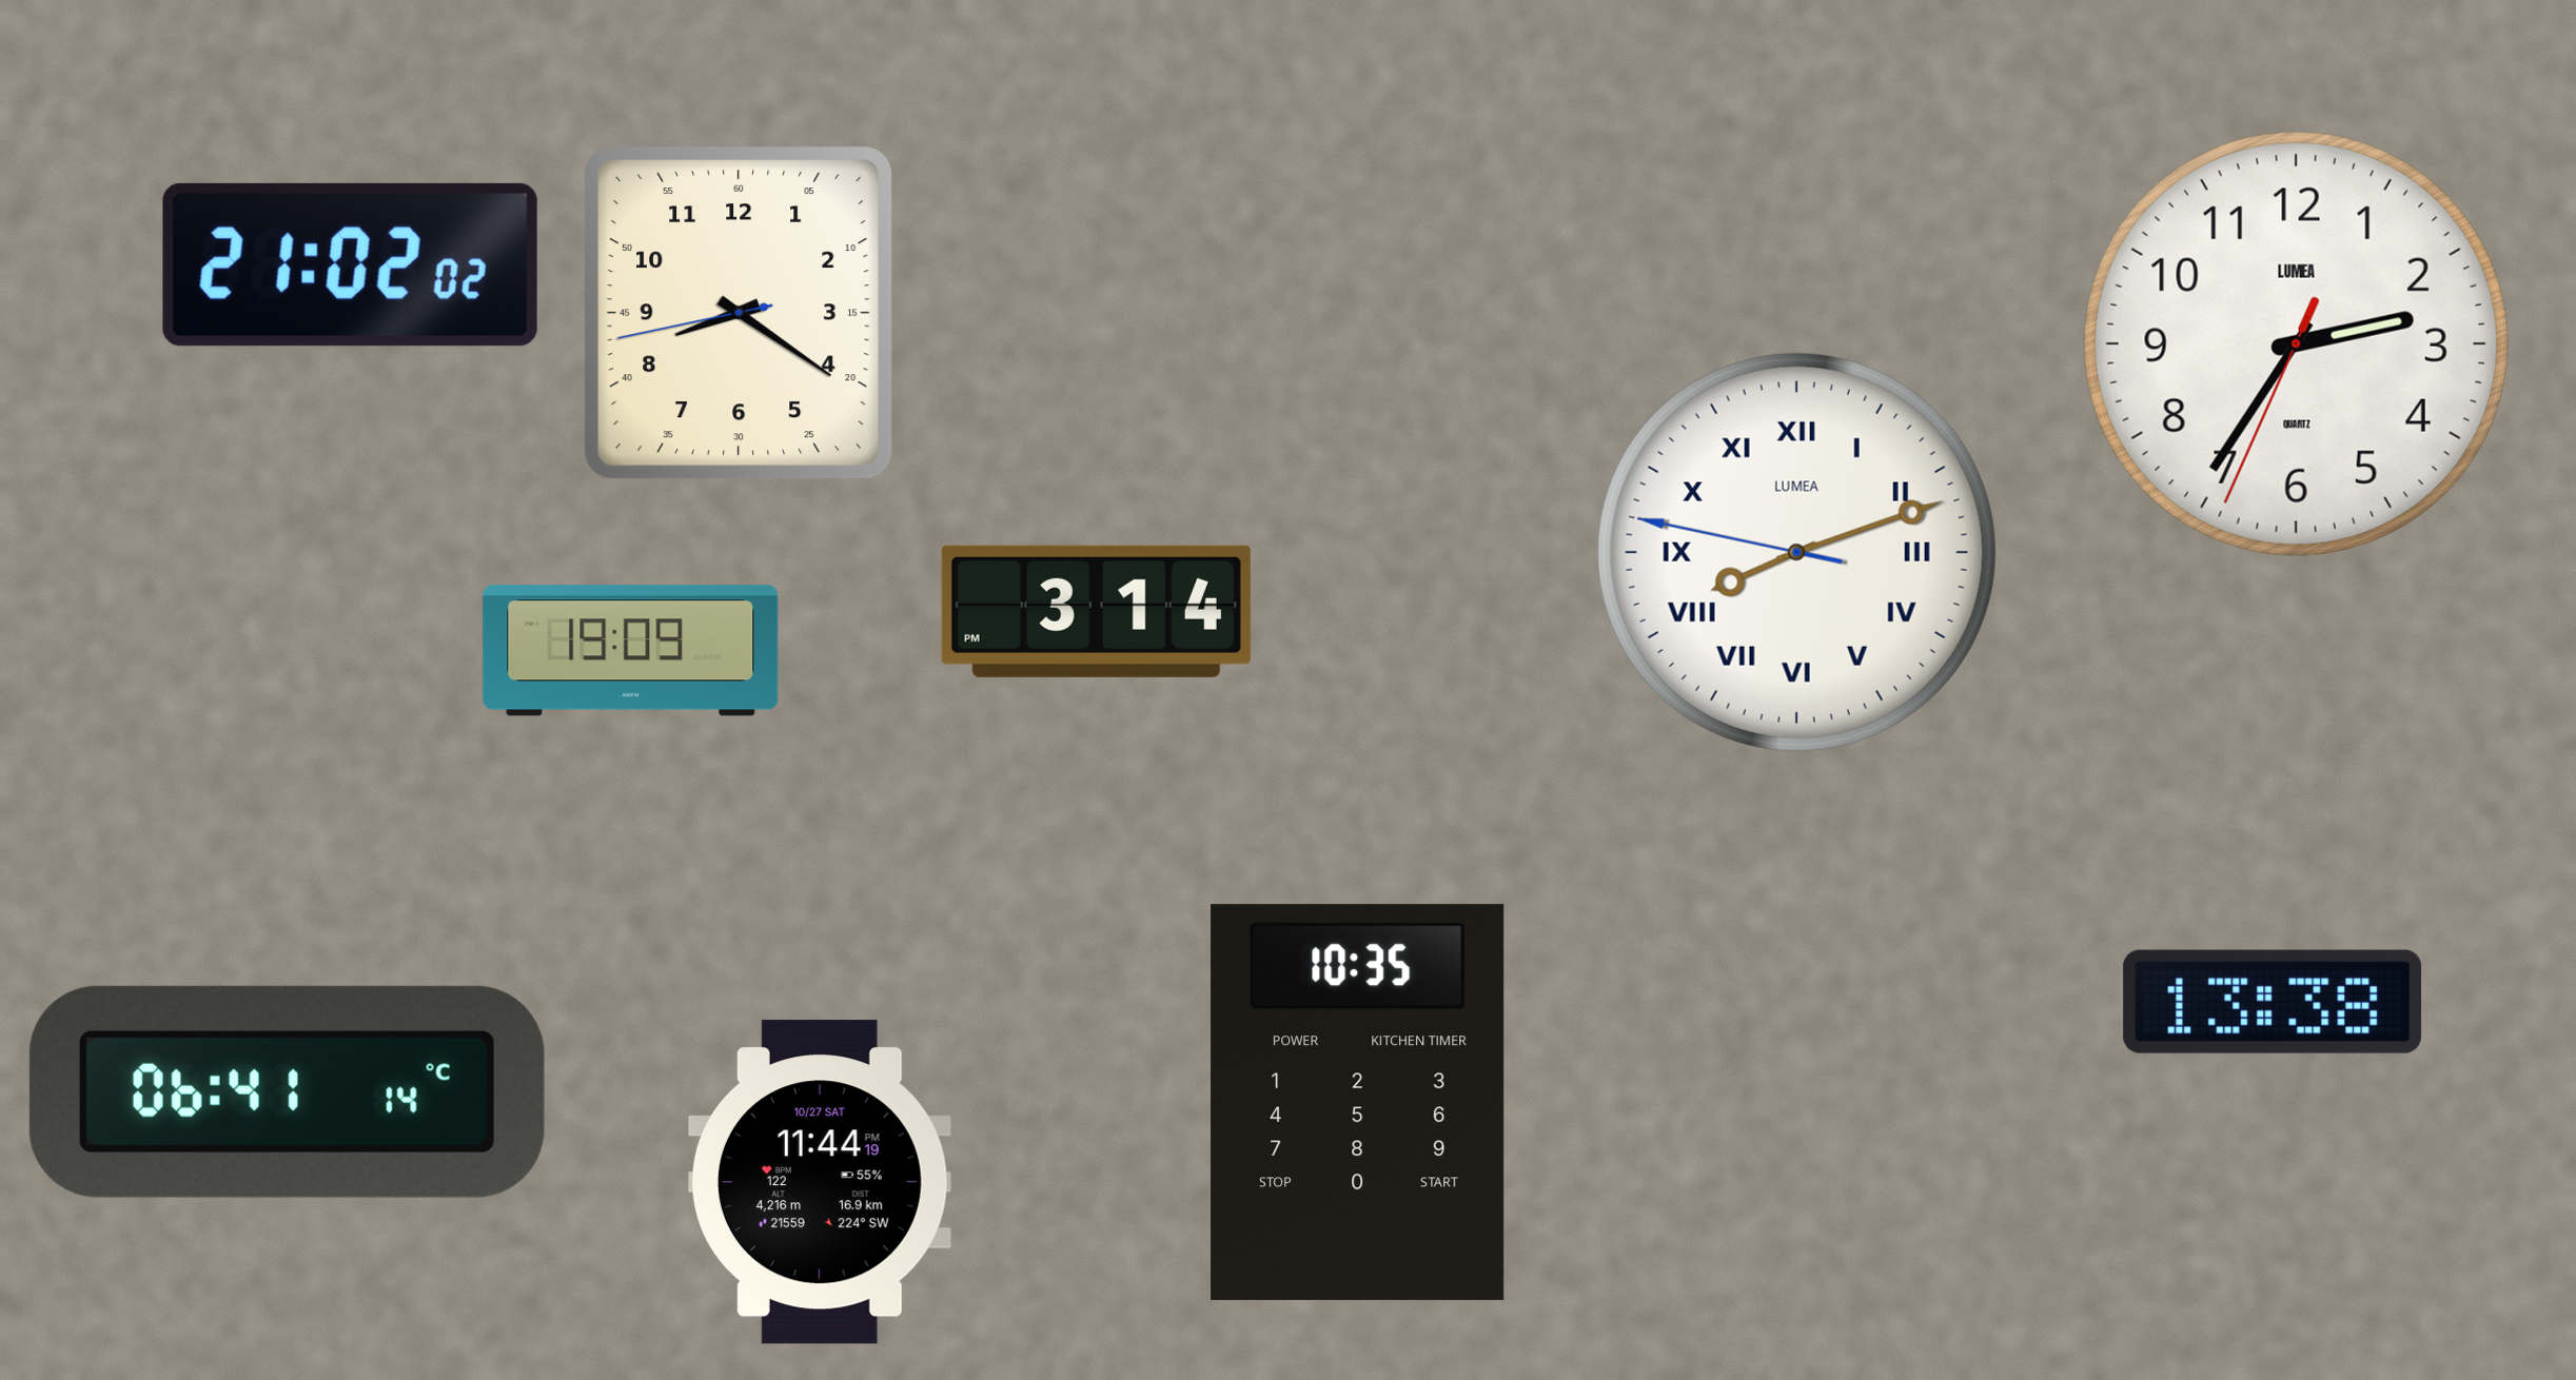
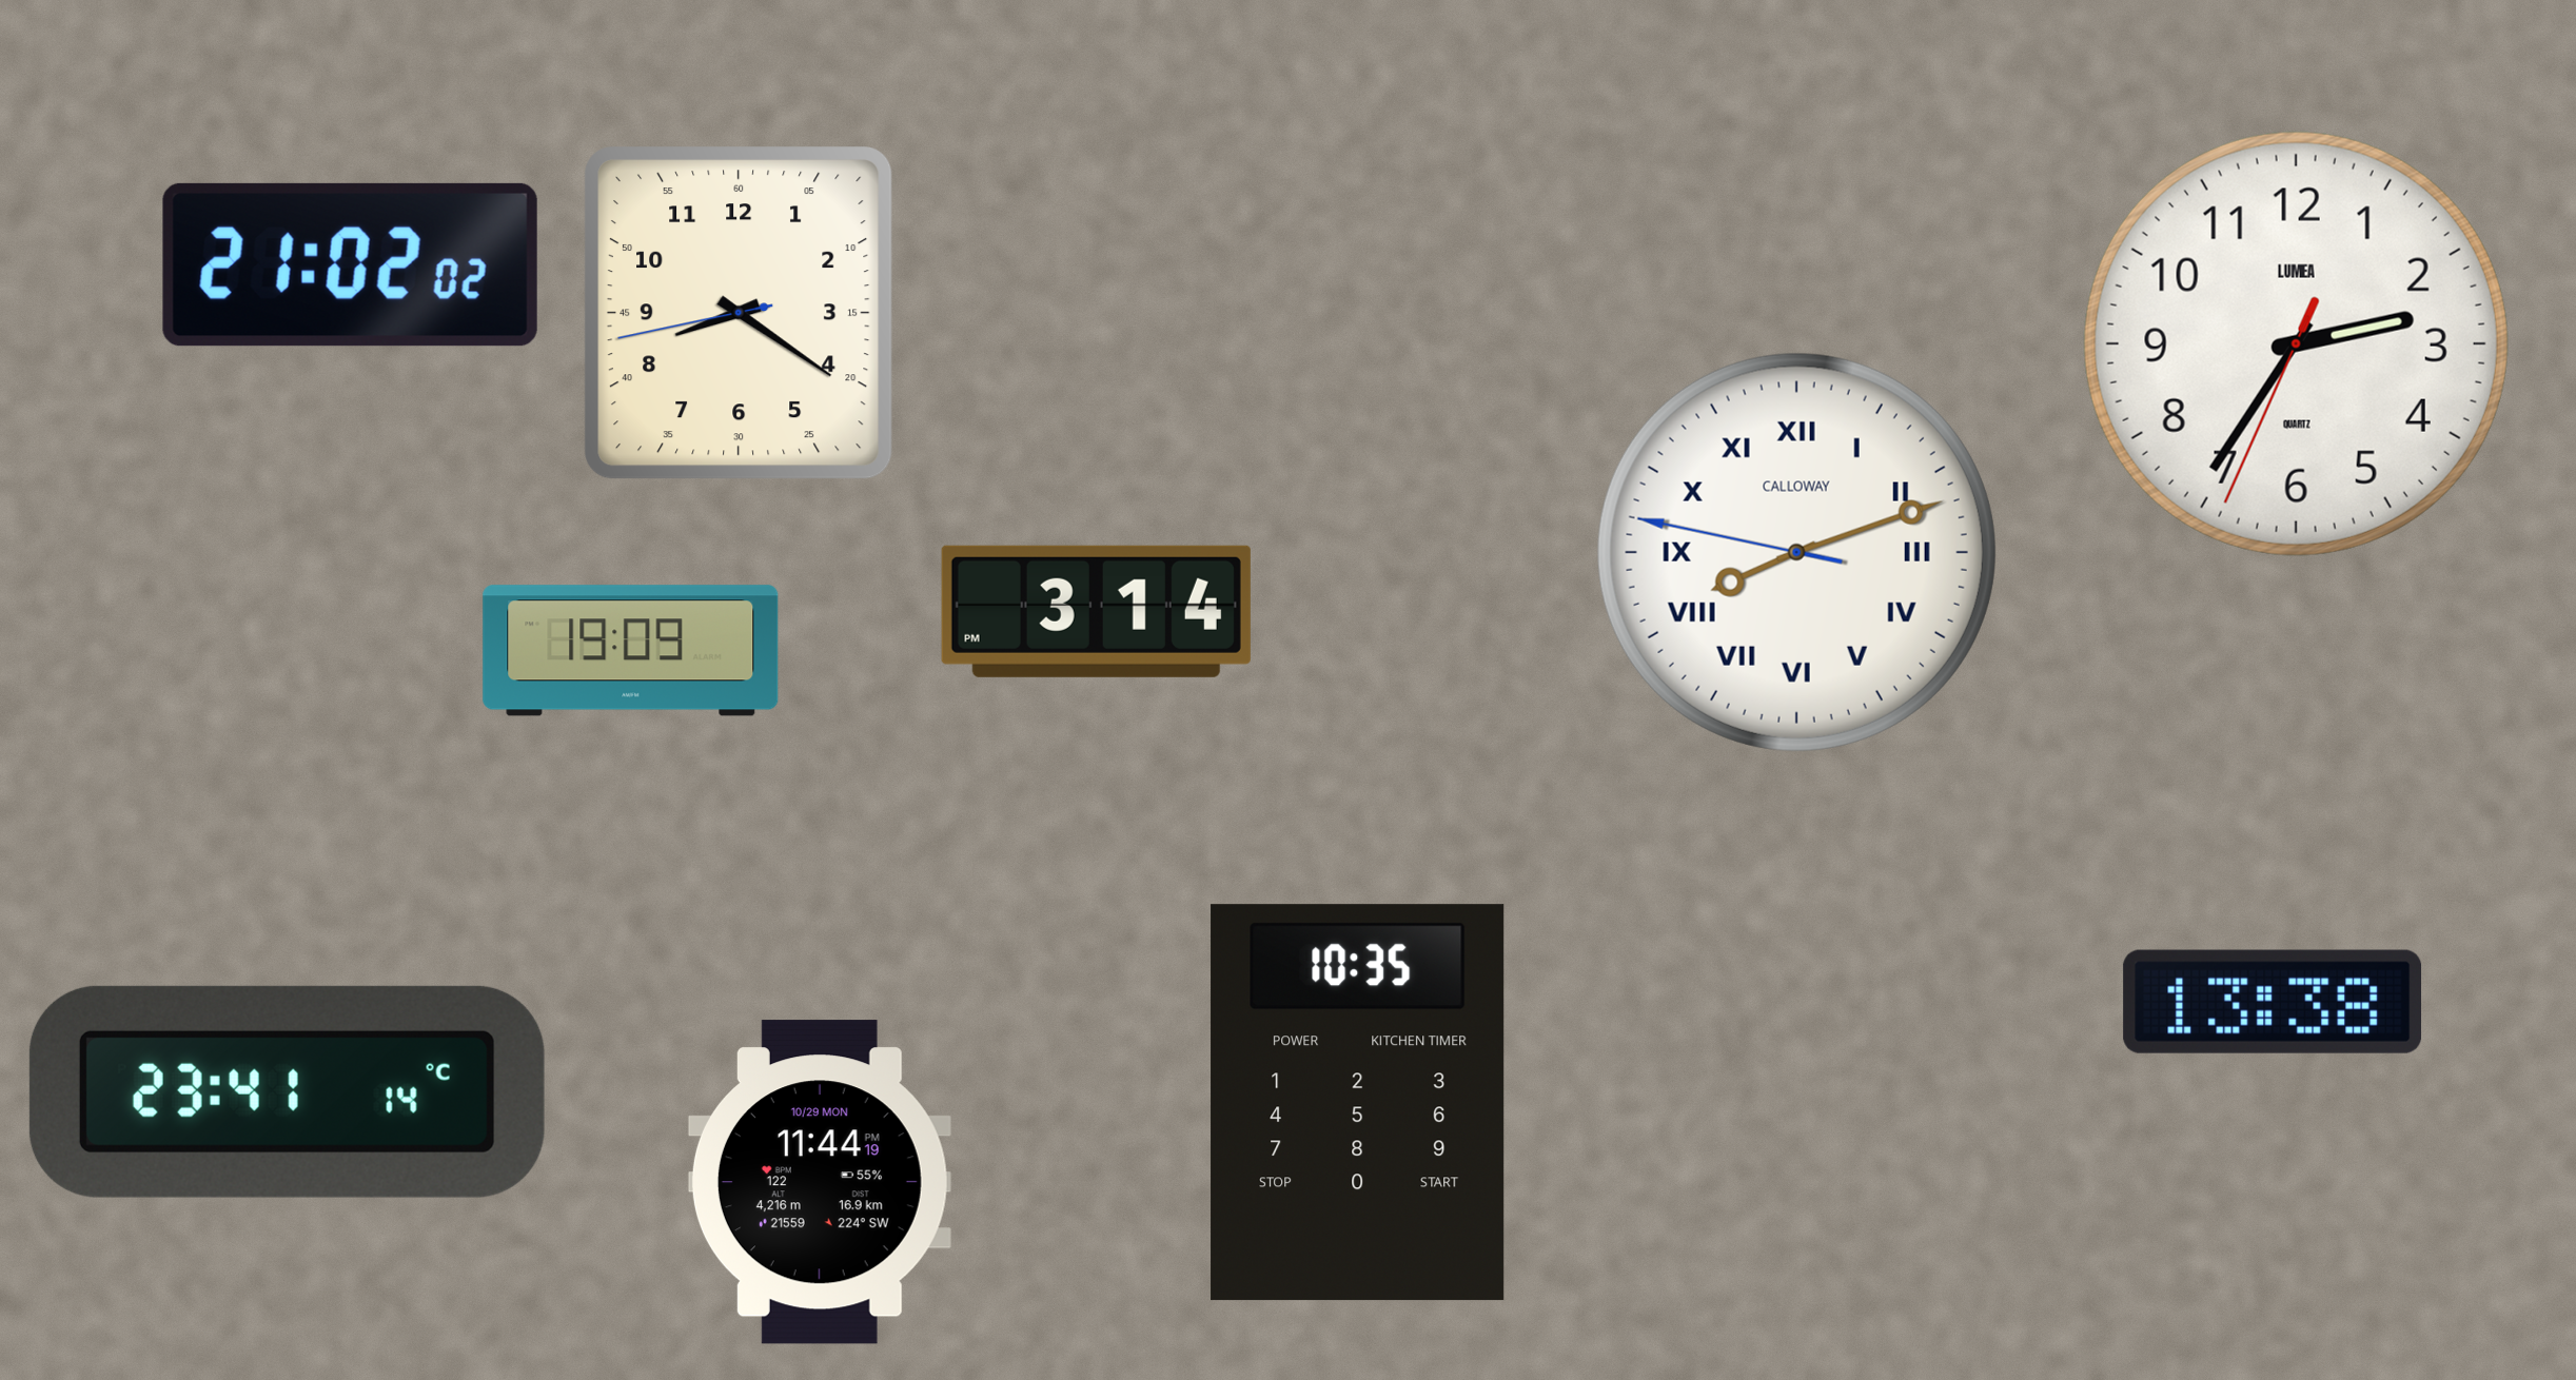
clock at (1796, 552) brand: LUMEA -> CALLOWAY
clock at (287, 1091): 06:41 -> 23:41
clock at (820, 1182) date: 10/27 SAT -> 10/29 MON
